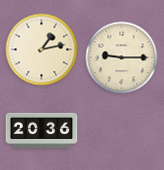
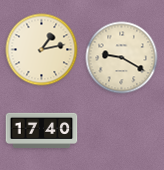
clock at (122, 58): 9:15 -> 9:20
clock at (42, 131): 20:36 -> 17:40
